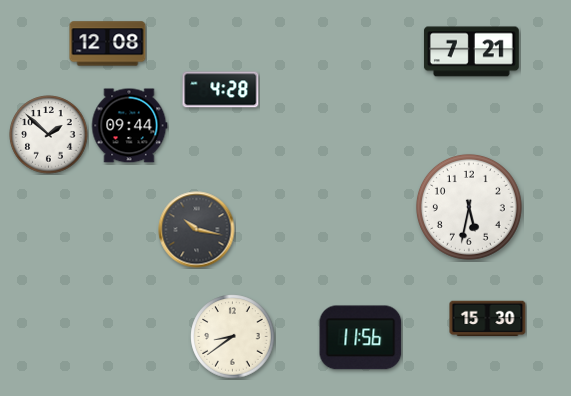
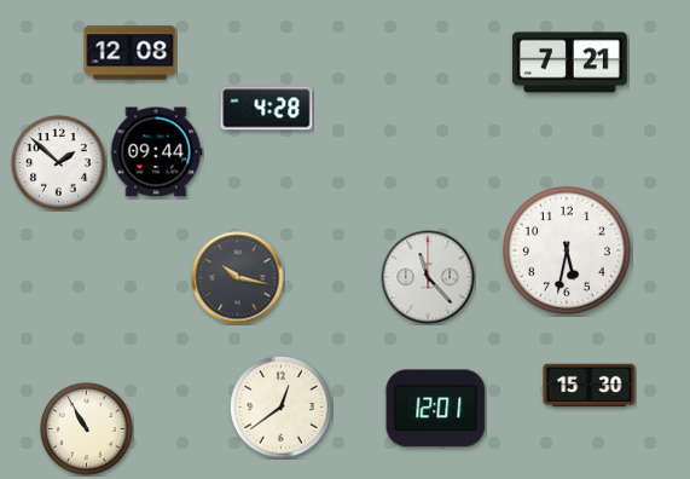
clock at (428, 277): none -> 11:23
clock at (233, 337): 8:39 -> 12:39
clock at (361, 338): 11:56 -> 12:01
clock at (87, 429): none -> 10:55
